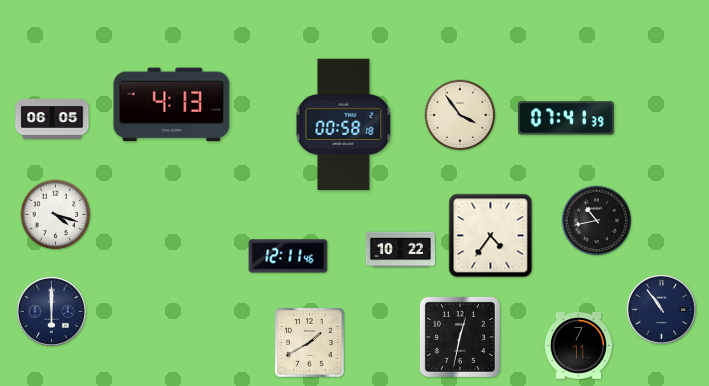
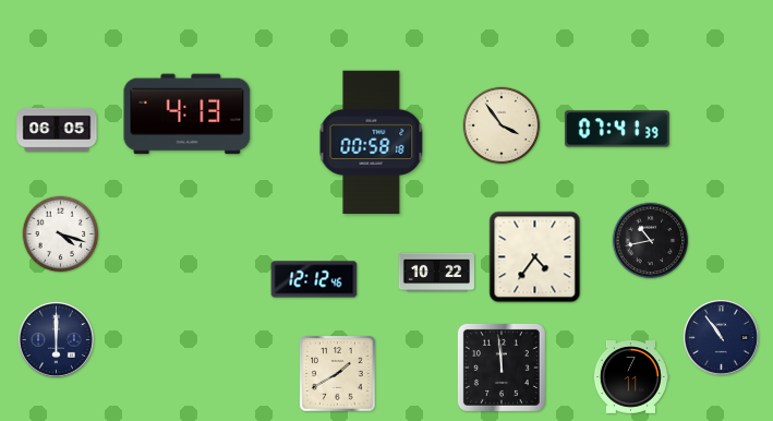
clock at (344, 125) position: (344, 125) -> (372, 143)
clock at (288, 256): 12:11 -> 12:12
clock at (460, 337): 12:32 -> 11:59
